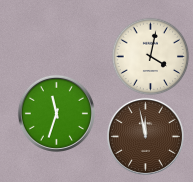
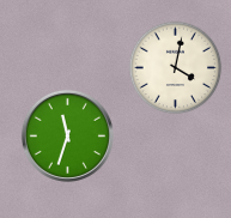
clock at (150, 56) position: (150, 56) -> (175, 67)
clock at (145, 136): 11:58 -> none
